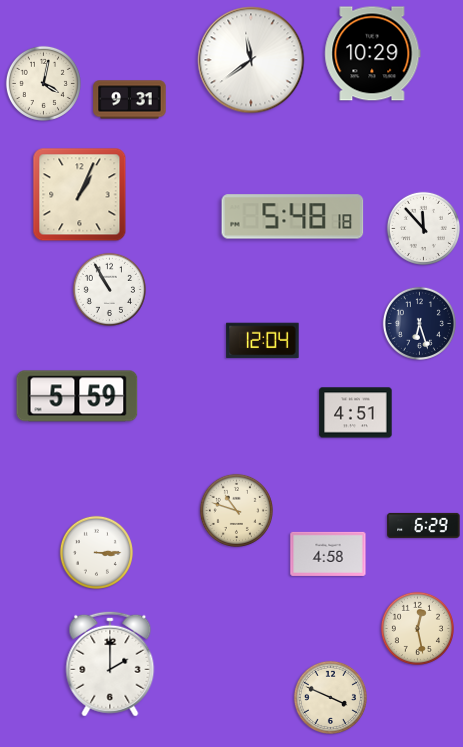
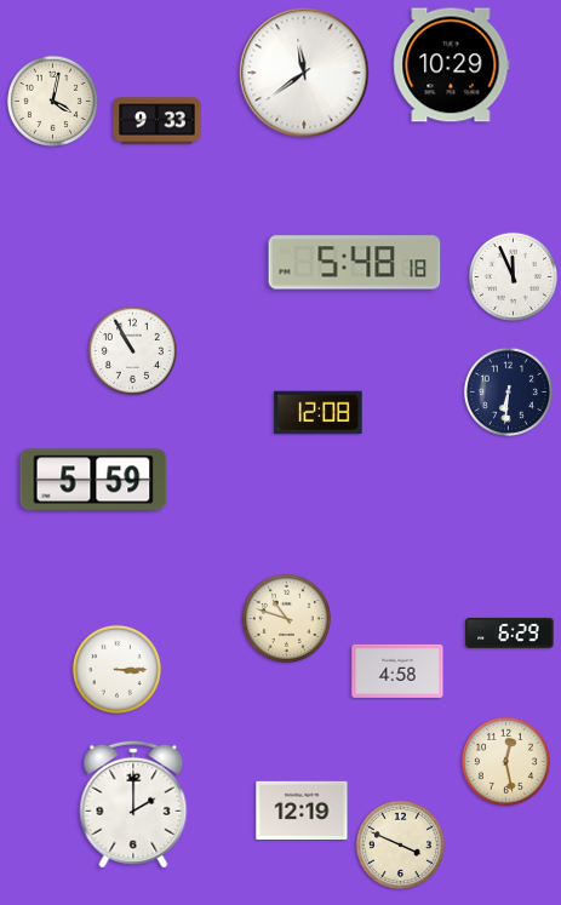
clock at (130, 100): 9:31 -> 9:33
clock at (80, 195): 1:04 -> none
clock at (423, 228): 11:53 -> 11:56
clock at (419, 323): 6:27 -> 6:31
clock at (263, 341): 12:04 -> 12:08
clock at (356, 413): 4:51 -> none
clock at (424, 525) position: (424, 525) -> (510, 632)
clock at (302, 811): none -> 12:19
